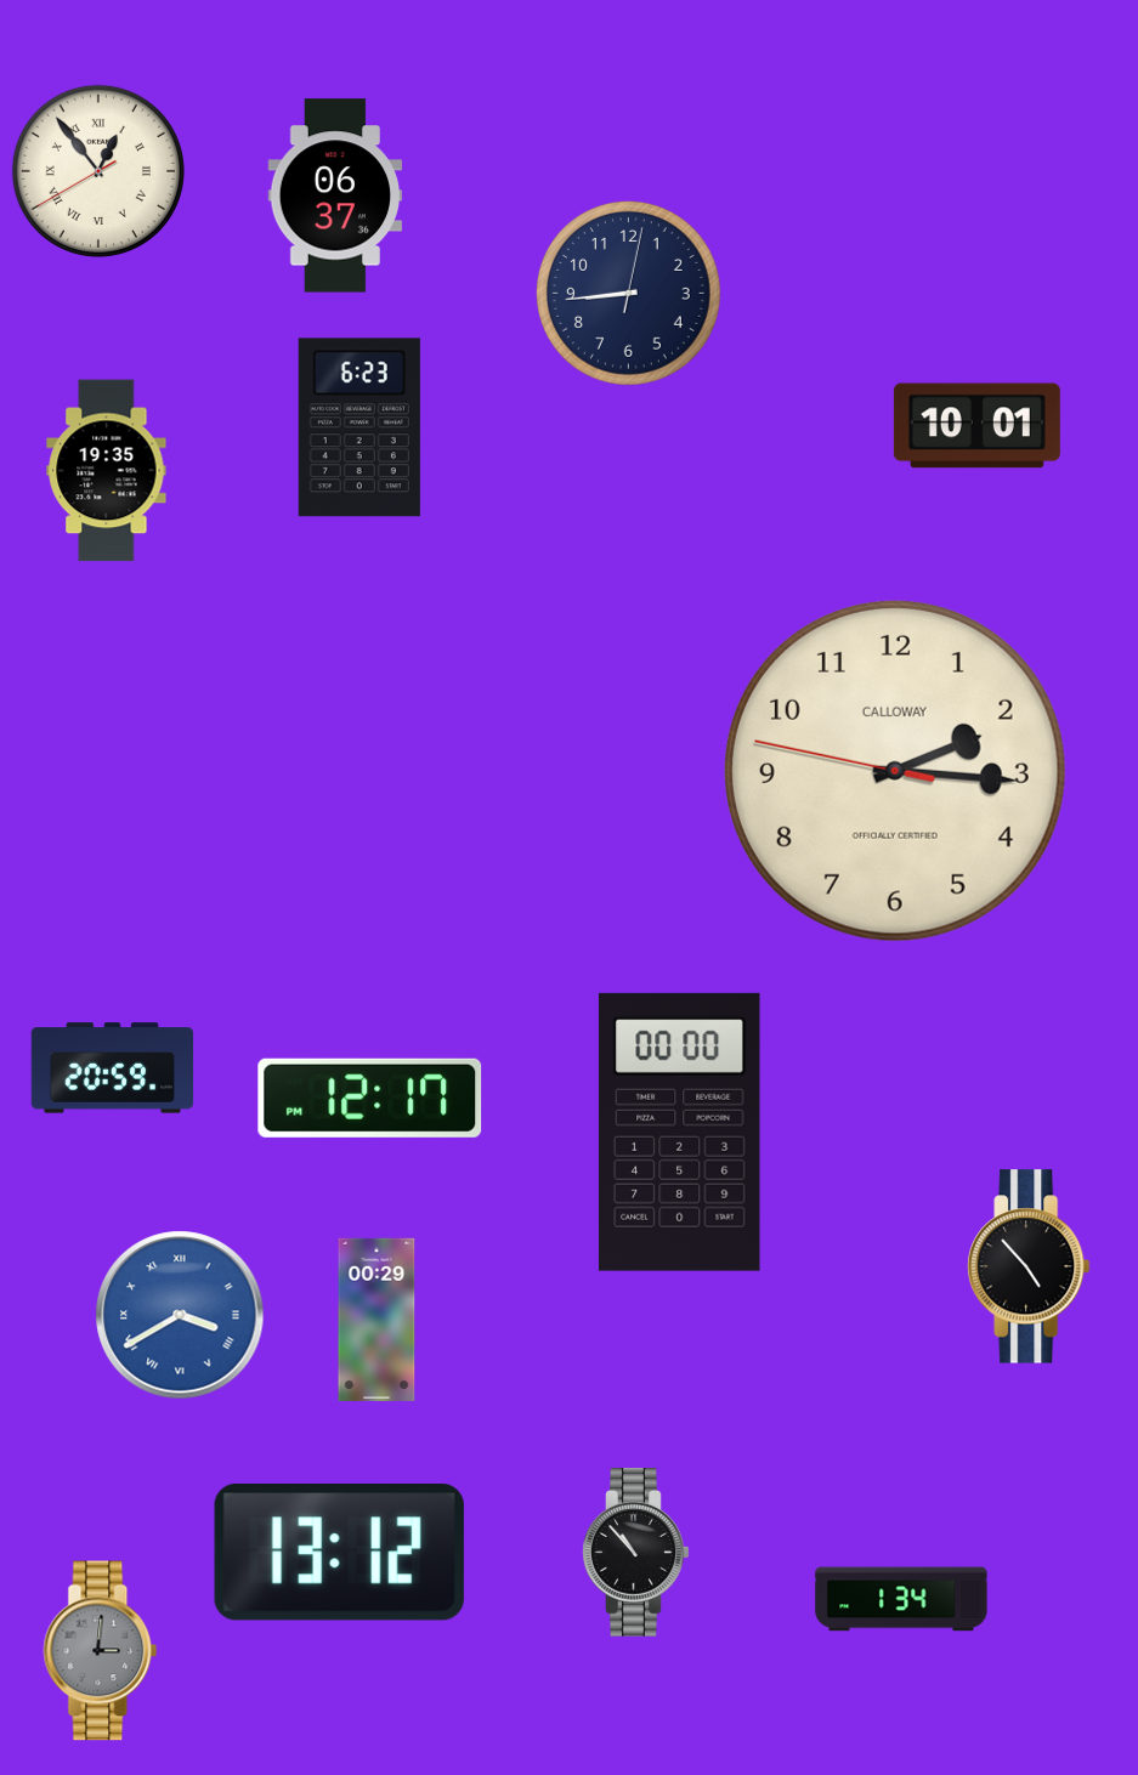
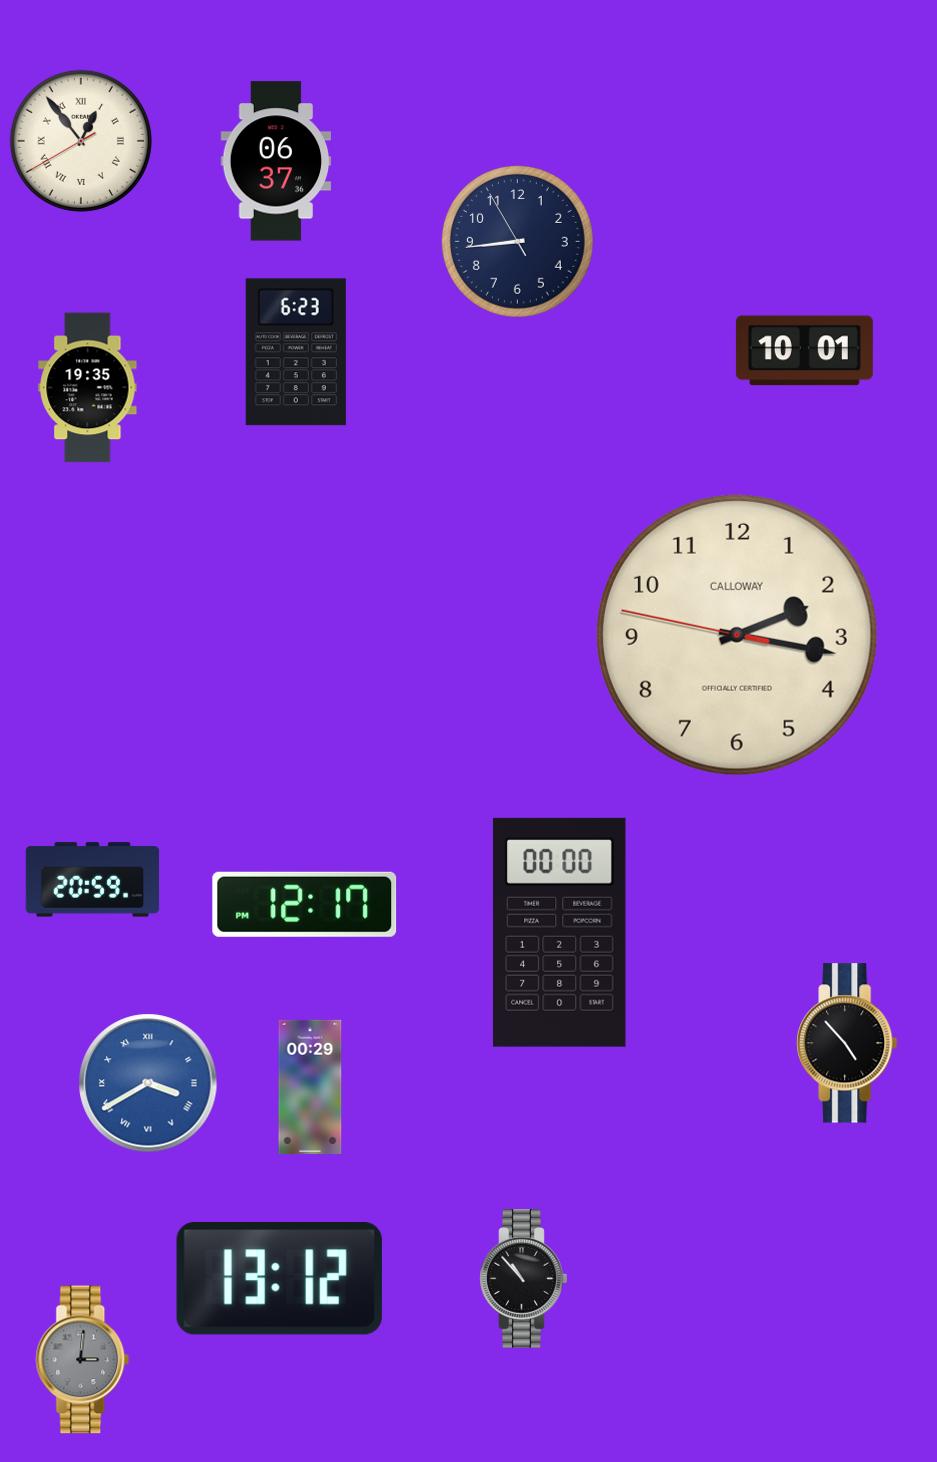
clock at (628, 293): 8:44 -> 8:43
clock at (895, 771): 2:15 -> 2:16
clock at (901, 1599): 1:34 -> none
